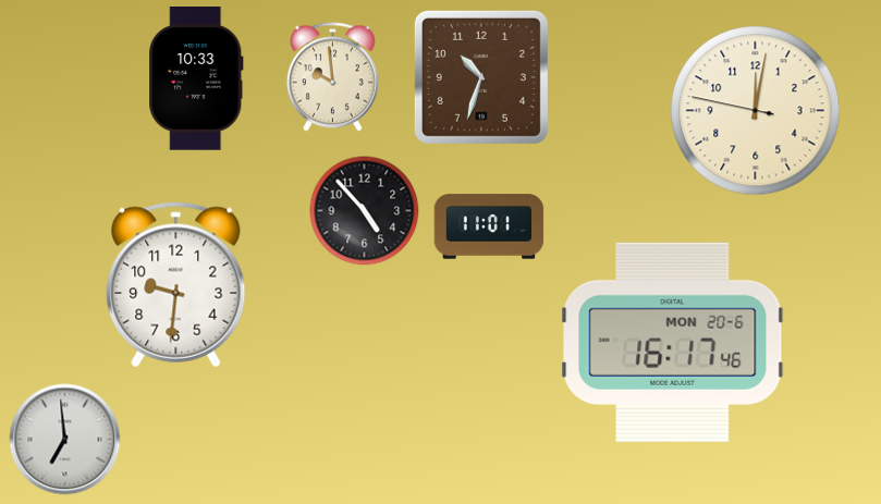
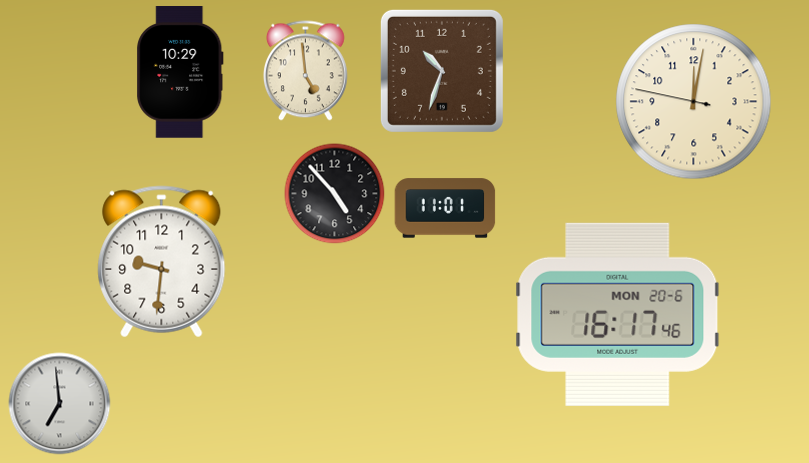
clock at (332, 77): 9:59 -> 4:59
clock at (196, 78): 10:33 -> 10:29
clock at (489, 226) position: (489, 226) -> (445, 208)
